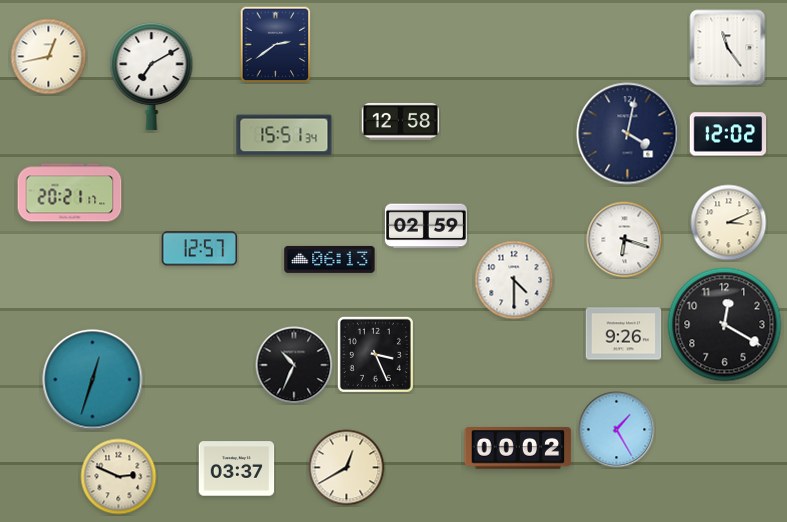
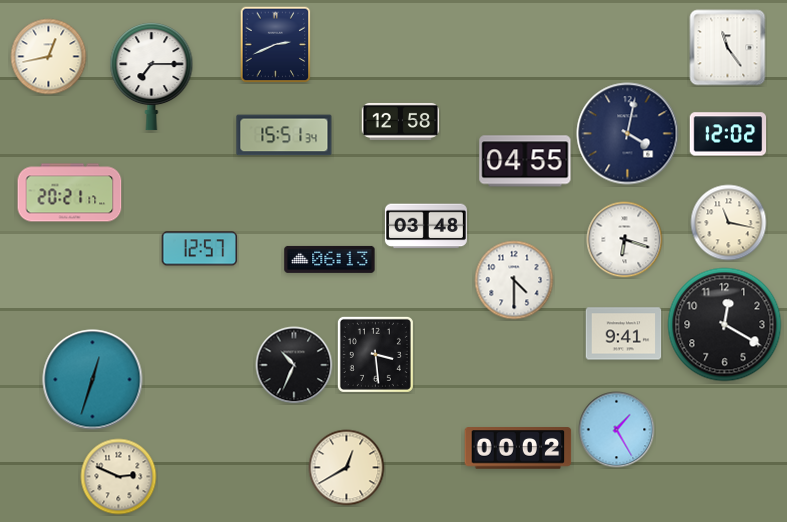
clock at (276, 45): 2:39 -> 2:41
clock at (152, 77): 7:10 -> 7:15
clock at (525, 161): none -> 04:55
clock at (729, 223): 3:11 -> 11:17
clock at (426, 226): 02:59 -> 03:48
clock at (624, 334): 9:26 -> 9:41
clock at (375, 354): 3:26 -> 3:29
clock at (237, 469): 03:37 -> none
